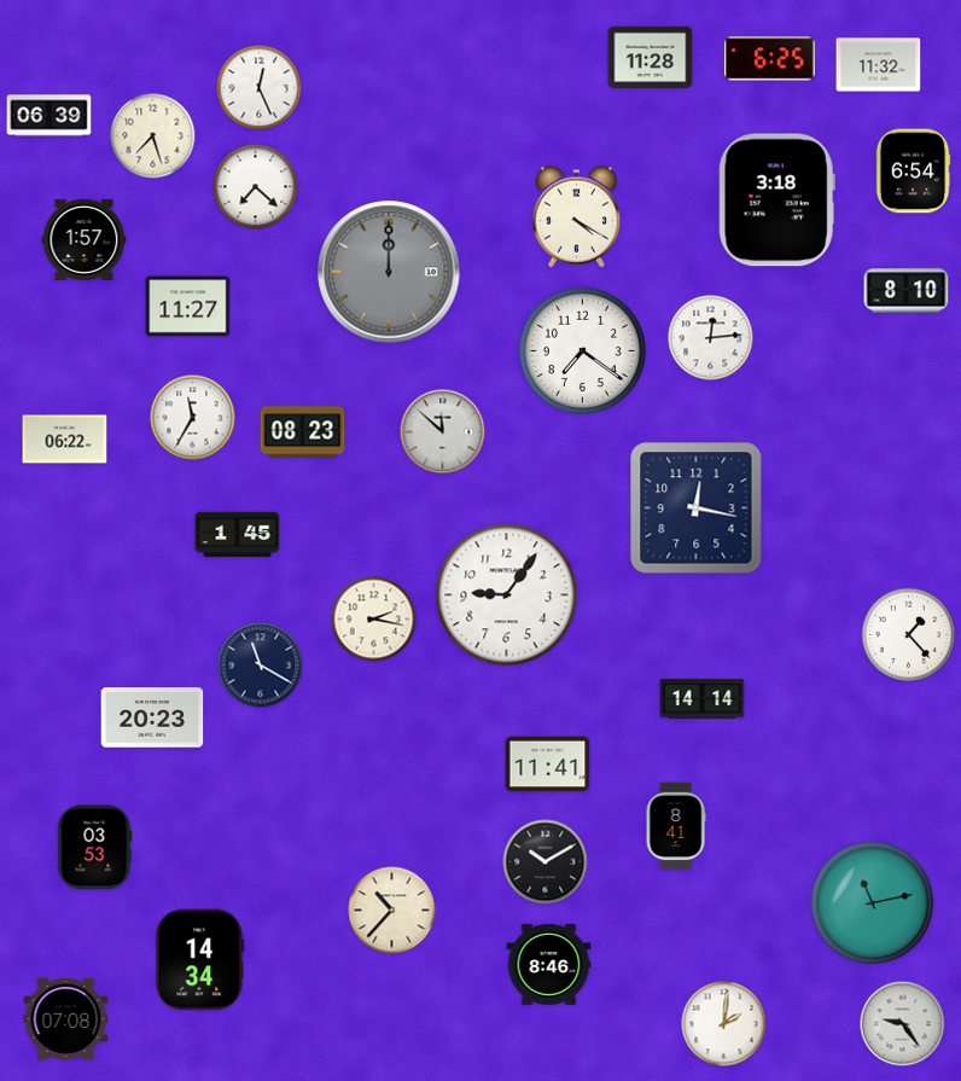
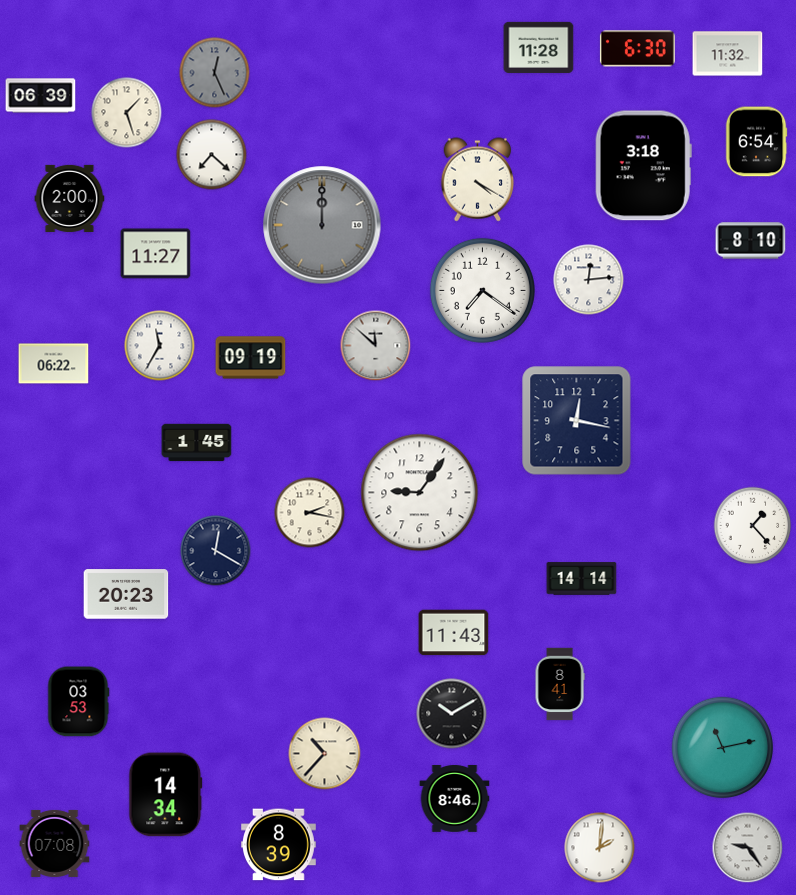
clock at (769, 59): 6:25 -> 6:30
clock at (260, 88) dial: white -> grey
clock at (153, 136): 7:27 -> 1:27
clock at (85, 239): 1:57 -> 2:00
clock at (303, 432): 08:23 -> 09:19
clock at (443, 432) position: (443, 432) -> (376, 346)
clock at (261, 666): 11:20 -> 12:20
clock at (548, 765): 11:41 -> 11:43
clock at (278, 845): none -> 8:39
